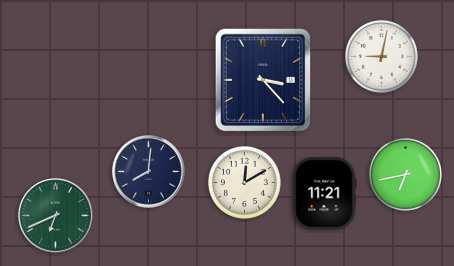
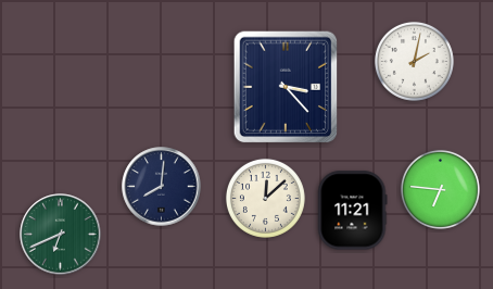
clock at (381, 56): 9:02 -> 2:02
clock at (405, 174): 6:43 -> 6:46
clock at (244, 182): 12:10 -> 12:08
